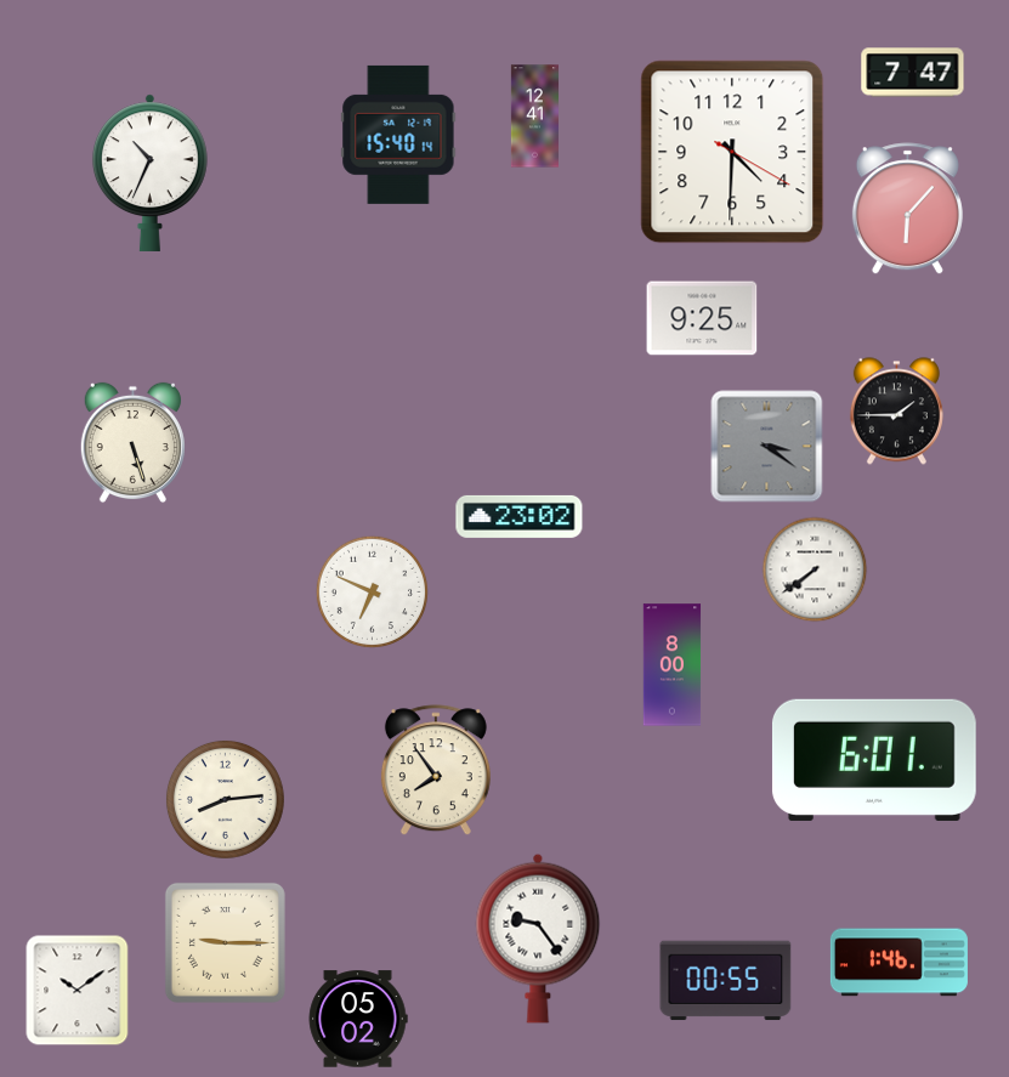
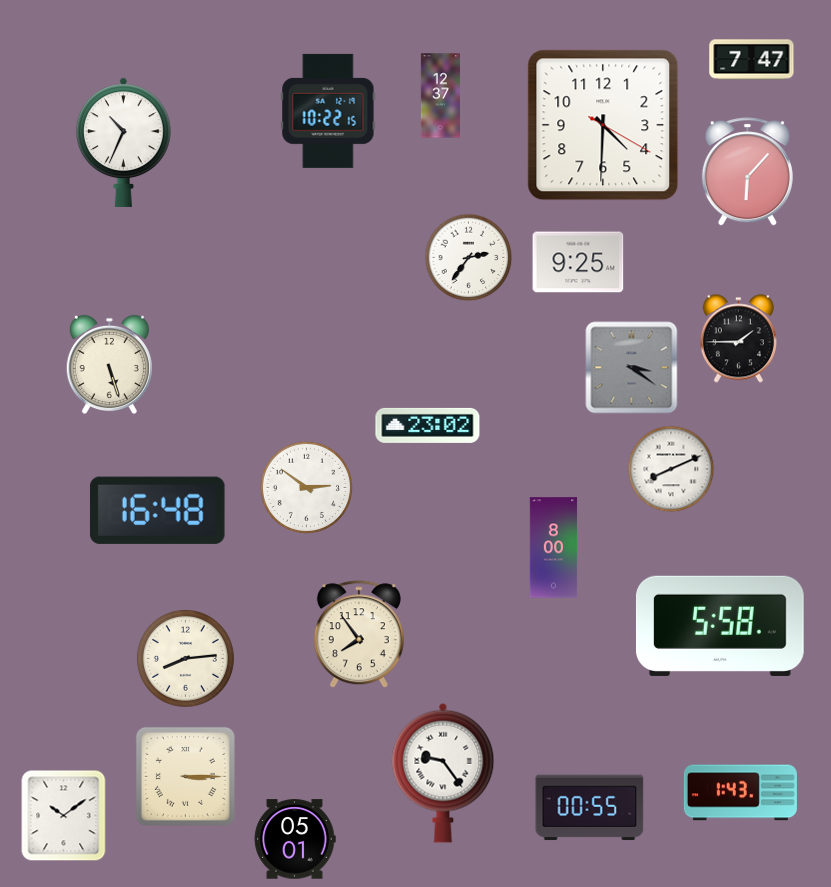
clock at (534, 117): 12:41 -> 12:37
clock at (398, 135): 15:40 -> 10:22
clock at (469, 258): none -> 2:36
clock at (815, 569): 7:39 -> 8:11
clock at (372, 591): 6:49 -> 2:51
clock at (157, 510): none -> 16:48
clock at (874, 760): 6:01 -> 5:58
clock at (225, 942): 9:15 -> 3:15
clock at (899, 963): 1:46 -> 1:43
clock at (726, 981) position: (726, 981) -> (590, 808)
clock at (358, 1019): 05:02 -> 05:01
